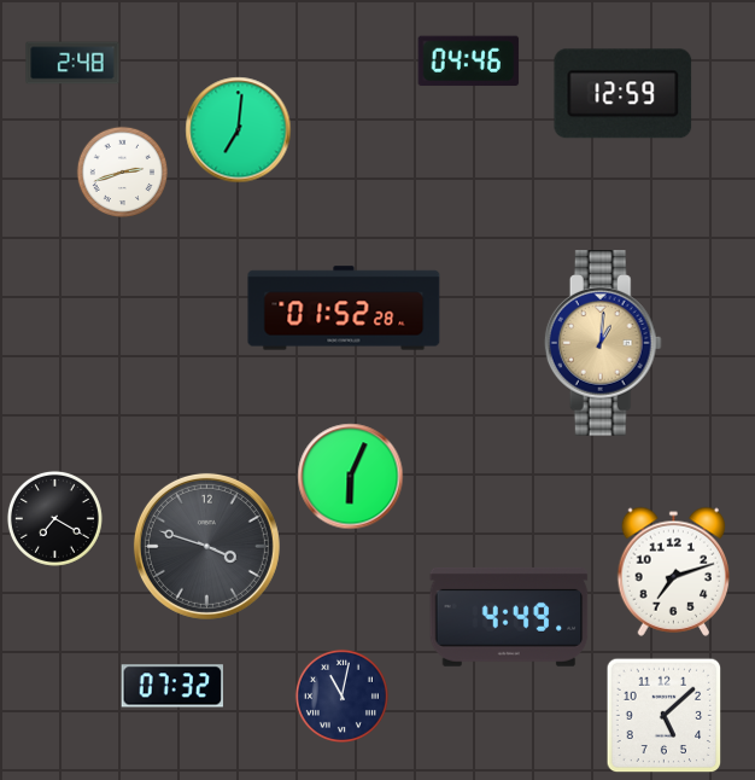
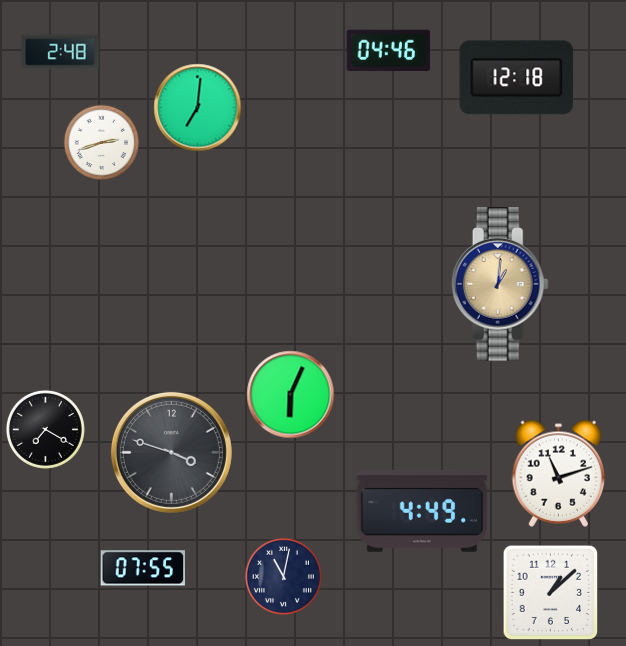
clock at (624, 94): 12:59 -> 12:18
clock at (344, 308): 01:52 -> none
clock at (674, 571): 7:12 -> 11:12
clock at (171, 686): 07:32 -> 07:55
clock at (665, 716): 5:08 -> 1:08
